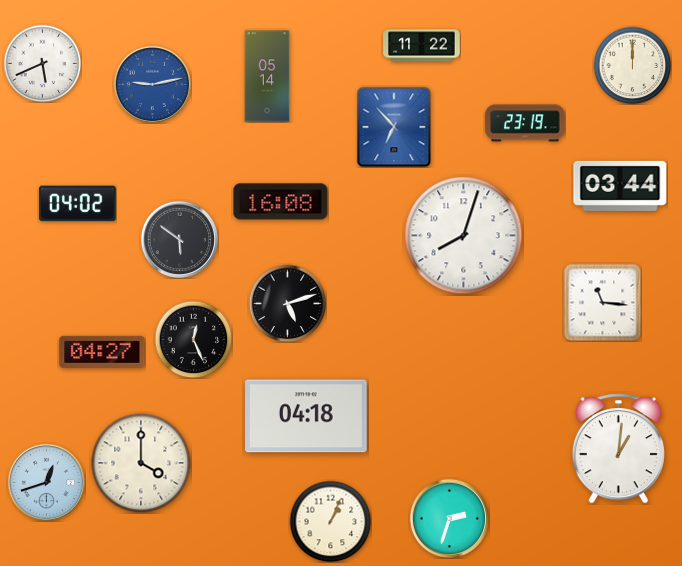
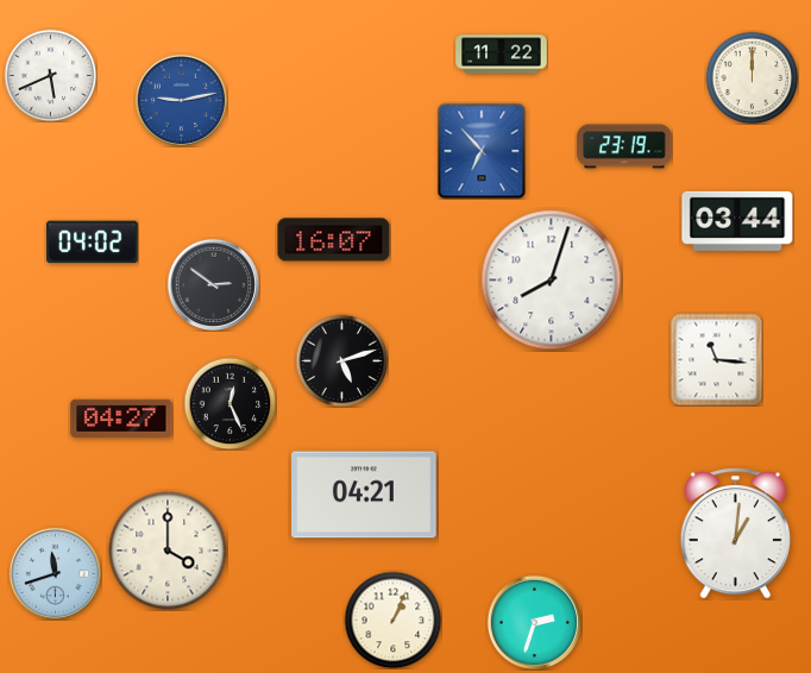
clock at (267, 76): 05:14 -> none
clock at (394, 127) position: (394, 127) -> (482, 151)
clock at (281, 202): 16:08 -> 16:07
clock at (179, 239): 5:51 -> 2:51
clock at (307, 416): 04:18 -> 04:21
clock at (46, 482): 12:42 -> 11:42
clock at (449, 518) position: (449, 518) -> (534, 622)
